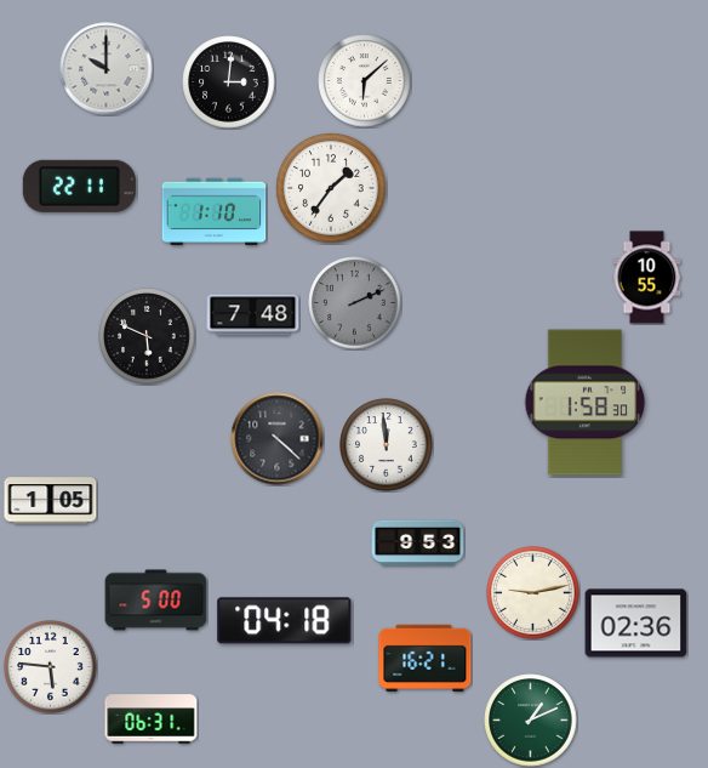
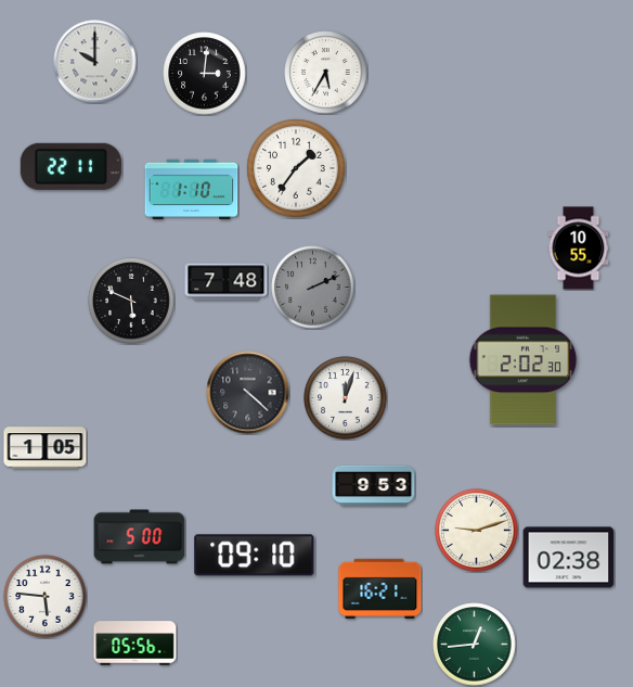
clock at (365, 81): 6:08 -> 5:35
clock at (355, 303) position: (355, 303) -> (313, 288)
clock at (586, 403): 1:58 -> 2:02
clock at (387, 445): 11:59 -> 12:03
clock at (533, 593): 9:13 -> 9:12
clock at (285, 621): 04:18 -> 09:10
clock at (636, 624): 02:36 -> 02:38
clock at (152, 719): 06:31 -> 05:56
clock at (531, 721): 1:11 -> 12:44
